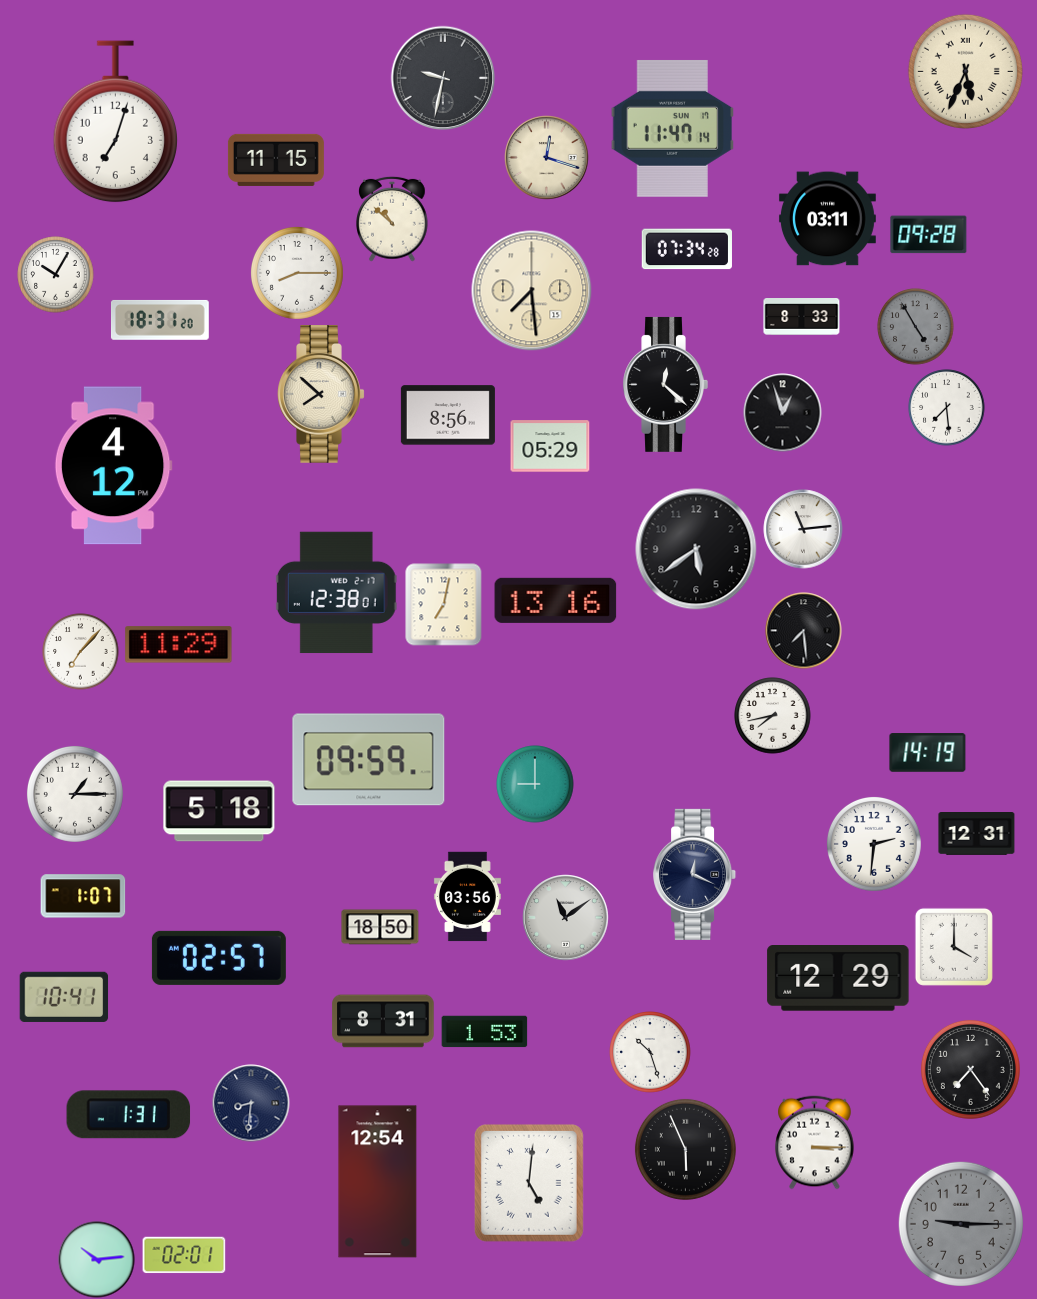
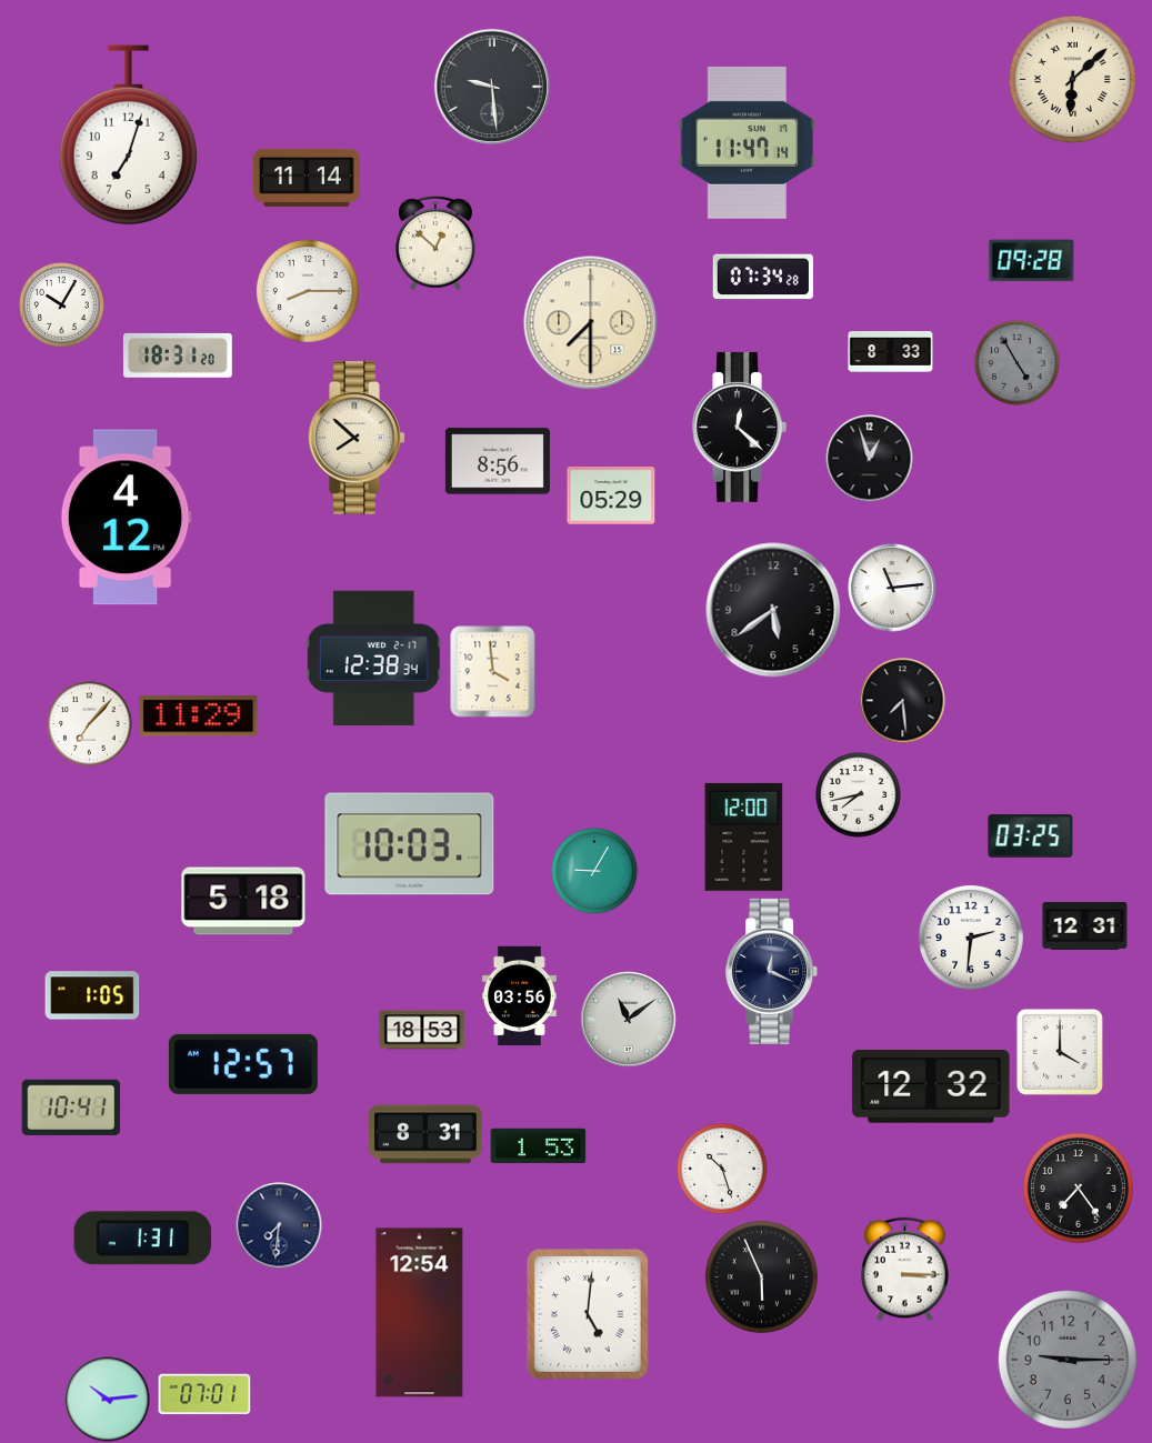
clock at (965, 71): 5:34 -> 6:08
clock at (443, 78): 9:32 -> 9:29
clock at (547, 158): 12:18 -> none
clock at (276, 160): 11:15 -> 11:14
clock at (393, 219): 10:52 -> 12:52
clock at (827, 219): 03:11 -> none
clock at (297, 273) position: (297, 273) -> (308, 291)
clock at (532, 291): 7:29 -> 7:30
clock at (947, 408): 7:29 -> none
clock at (336, 593): 12:38:01 -> 12:38:34
clock at (556, 600): 13:16 -> none
clock at (444, 605): 7:02 -> 3:59
clock at (804, 631) position: (804, 631) -> (903, 701)
clock at (744, 836): none -> 12:00
clock at (928, 753): 14:19 -> 03:25
clock at (369, 760): 09:59 -> 10:03
clock at (535, 784): 9:00 -> 9:05
clock at (75, 794): 1:15 -> none
clock at (83, 896): 1:07 -> 1:05
clock at (380, 927): 18:50 -> 18:53
clock at (219, 958): 02:57 -> 12:57
clock at (838, 978): 12:29 -> 12:32
clock at (251, 1103): 8:31 -> 7:31
clock at (184, 1255): 02:01 -> 07:01
